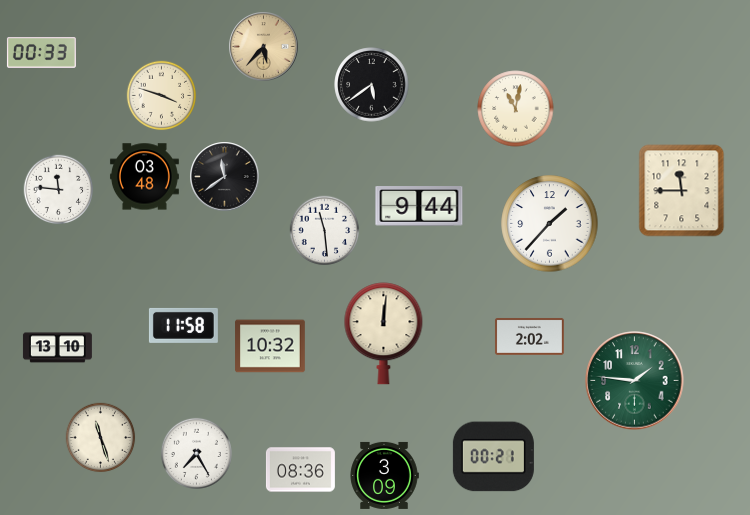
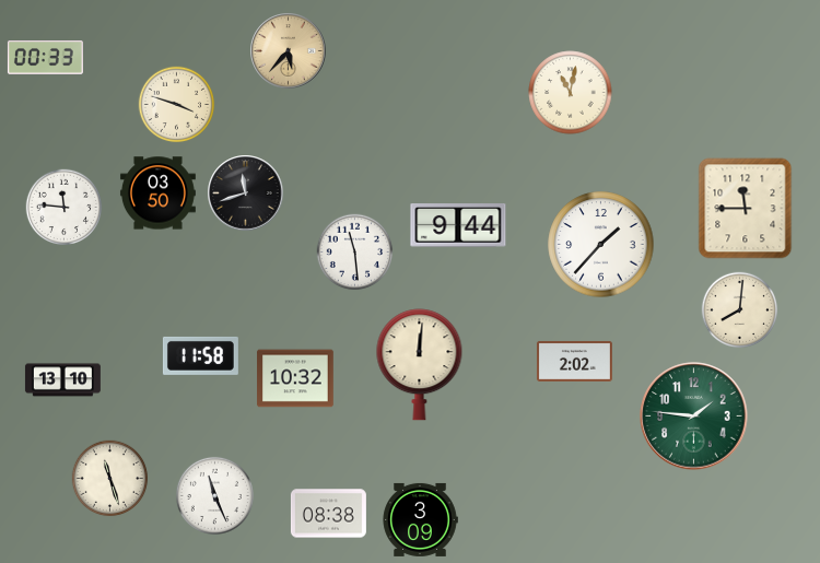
clock at (372, 85): 5:39 -> none
clock at (516, 109) position: (516, 109) -> (571, 93)
clock at (144, 177): 03:48 -> 03:50
clock at (225, 177): 11:39 -> 11:42
clock at (740, 310): none -> 8:01
clock at (529, 336) position: (529, 336) -> (574, 361)
clock at (196, 453): 7:25 -> 11:26
clock at (493, 457): 00:21 -> none
clock at (300, 470): 08:36 -> 08:38
